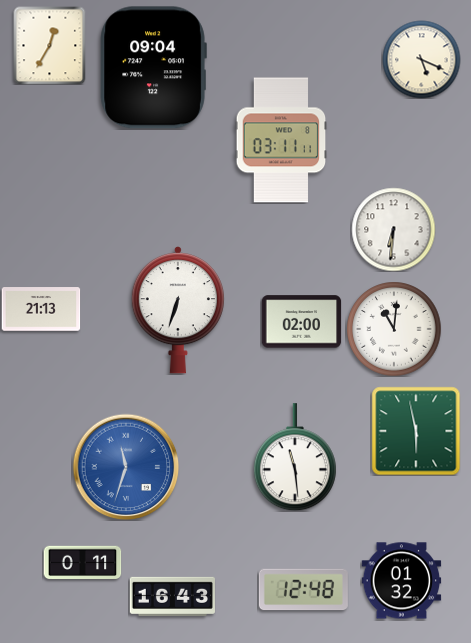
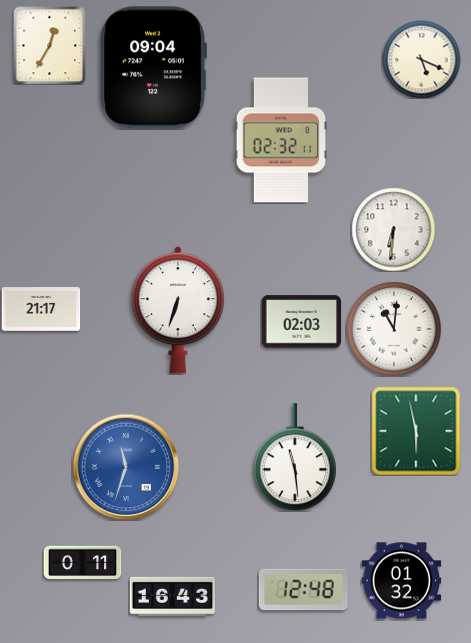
clock at (281, 140): 03:11 -> 02:32
clock at (41, 309): 21:13 -> 21:17
clock at (301, 322): 02:00 -> 02:03
